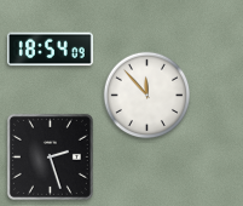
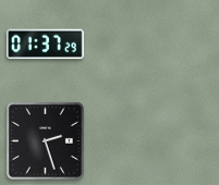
clock at (50, 50): 18:54 -> 01:37
clock at (147, 96): 11:53 -> none
